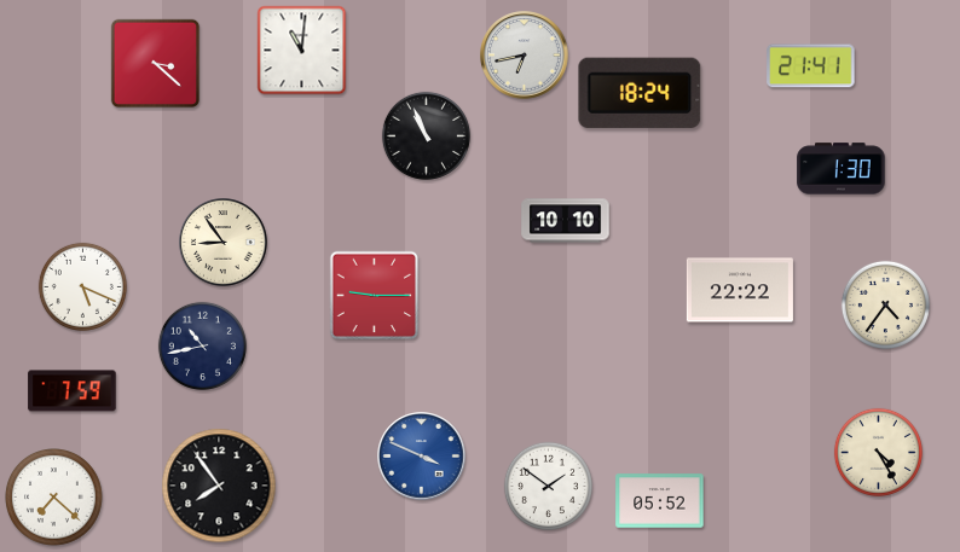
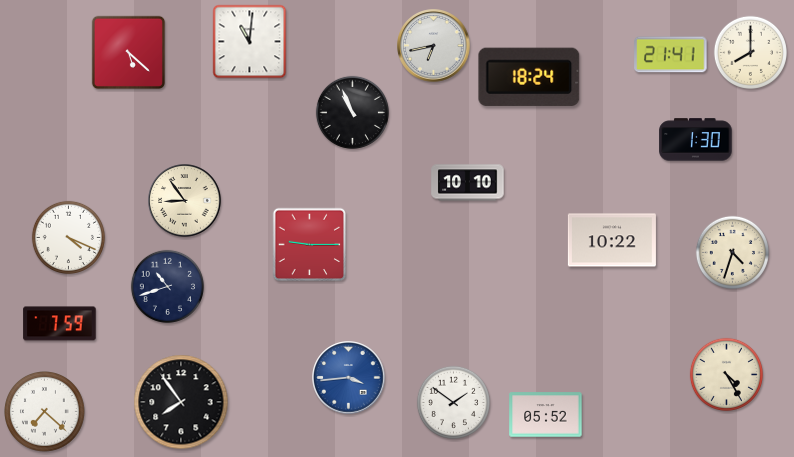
clock at (750, 52): none -> 8:00
clock at (156, 64): 3:22 -> 5:22
clock at (82, 286): 5:19 -> 4:19
clock at (740, 290): 22:22 -> 10:22
clock at (885, 304): 4:36 -> 4:33
clock at (202, 345): 10:43 -> 10:42
clock at (422, 457): 3:49 -> 3:44
